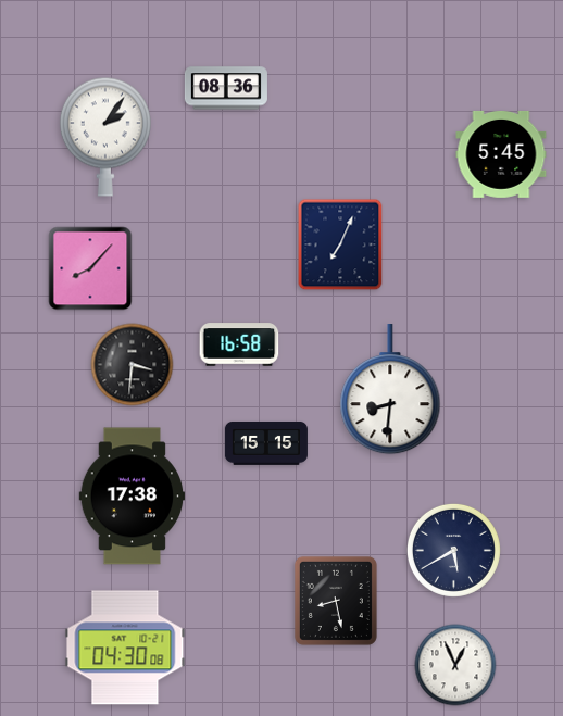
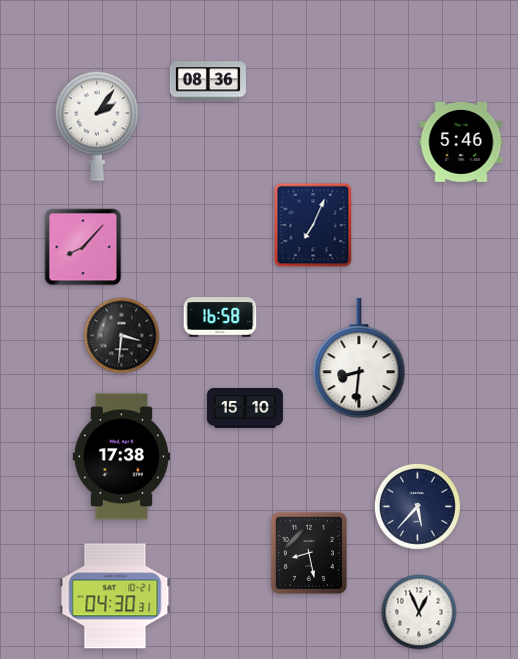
clock at (501, 154): 5:45 -> 5:46
clock at (266, 443): 15:15 -> 15:10
clock at (453, 550): 5:40 -> 5:37
clock at (125, 648): 04:30:08 -> 04:30:31
